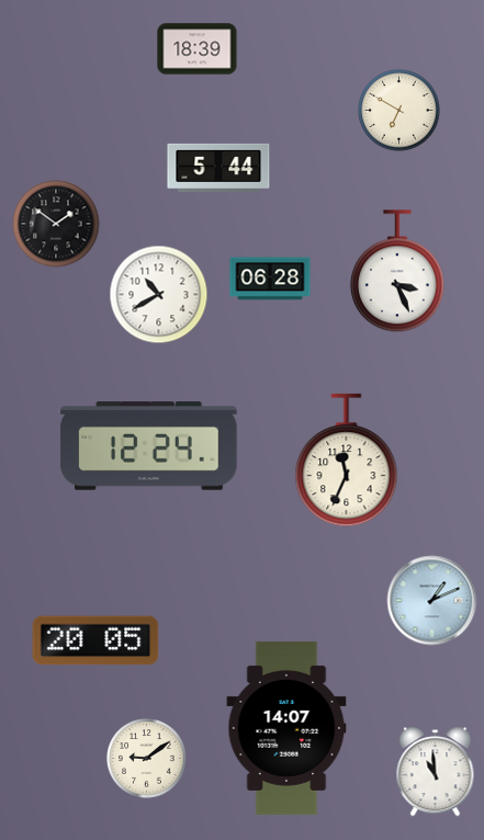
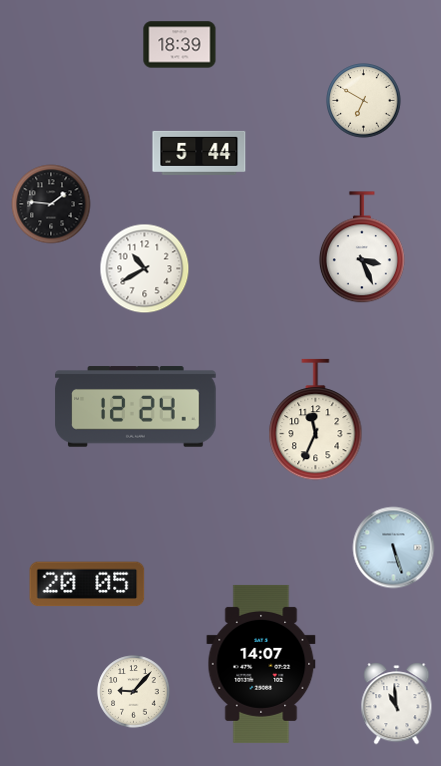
clock at (56, 224): 1:51 -> 1:46
clock at (270, 279): 06:28 -> none
clock at (432, 601): 1:11 -> 5:27
clock at (147, 759): 9:09 -> 9:07
